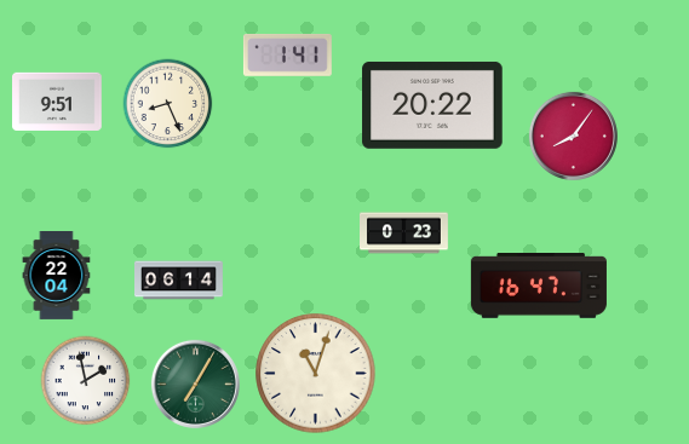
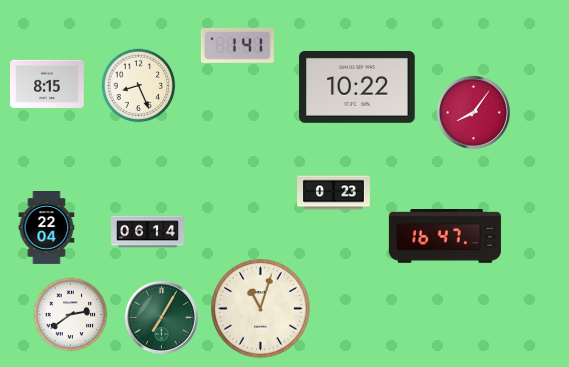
clock at (58, 102): 9:51 -> 8:15
clock at (432, 105): 20:22 -> 10:22
clock at (86, 381): 1:58 -> 2:39
